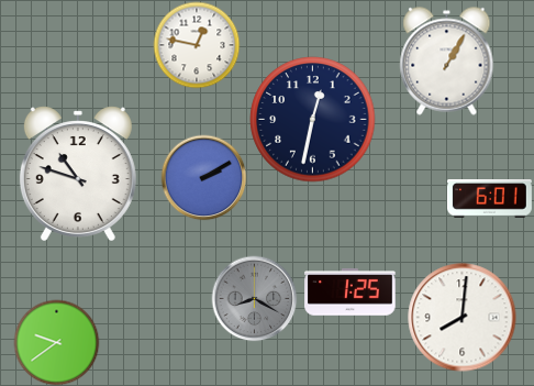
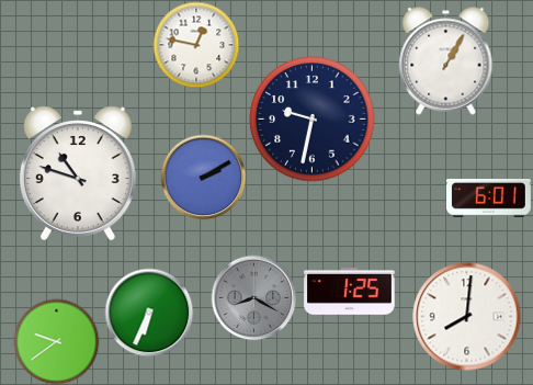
clock at (313, 120): 12:32 -> 9:32
clock at (149, 313): none -> 6:34
clock at (463, 318) position: (463, 318) -> (467, 317)
